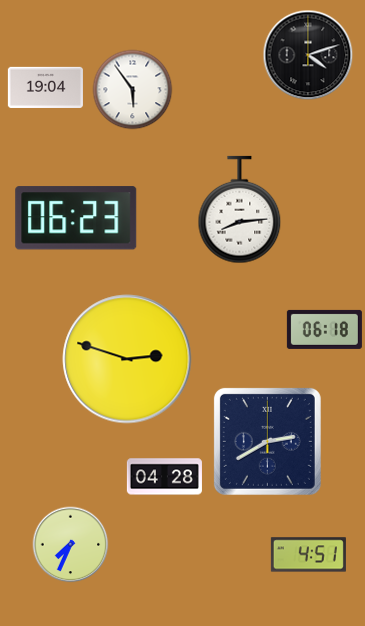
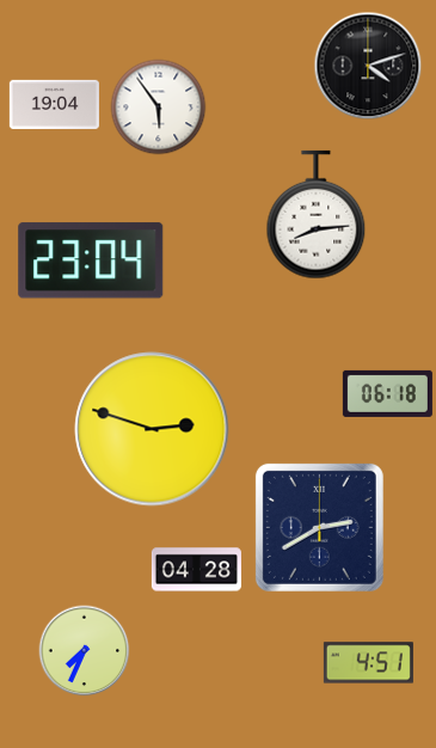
clock at (240, 210) position: (240, 210) -> (317, 215)
clock at (76, 218): 06:23 -> 23:04
